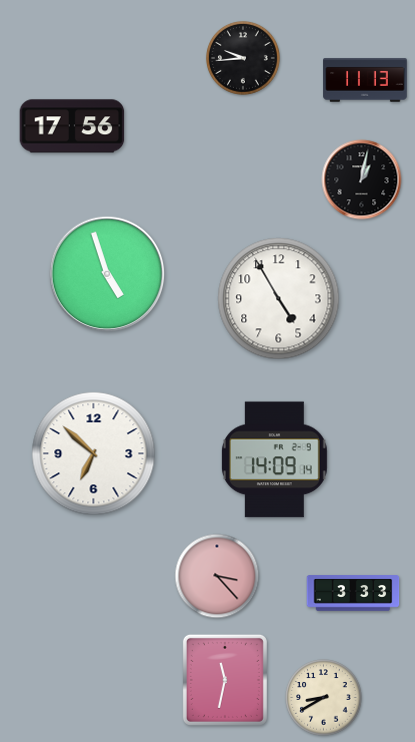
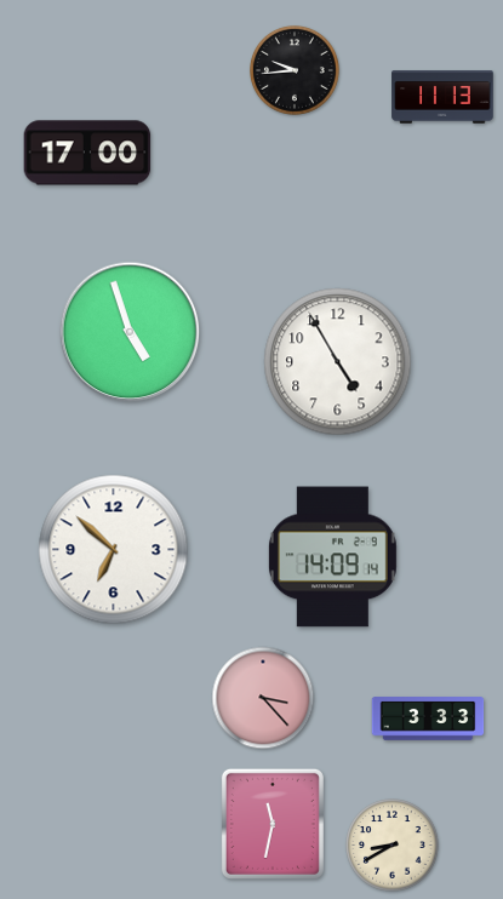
clock at (72, 126): 17:56 -> 17:00
clock at (362, 180): 1:02 -> none
